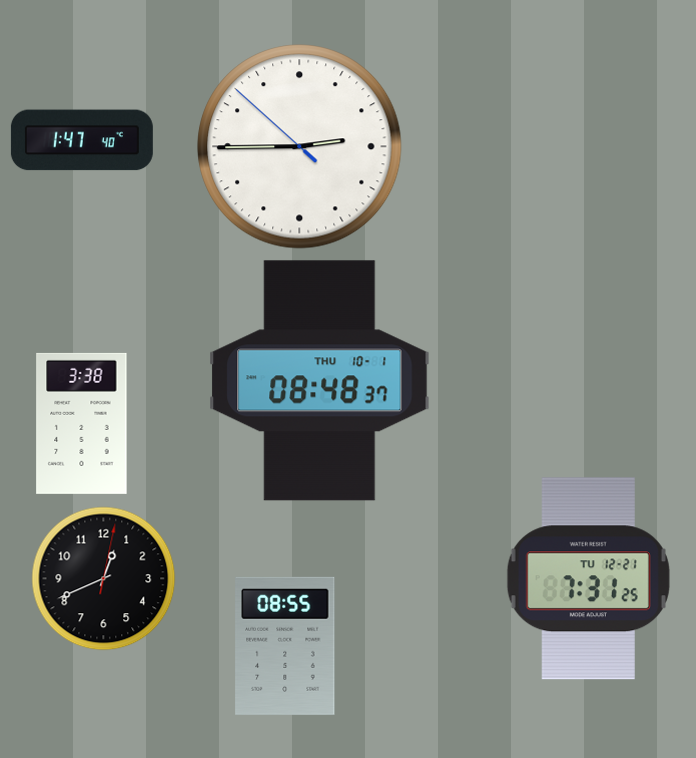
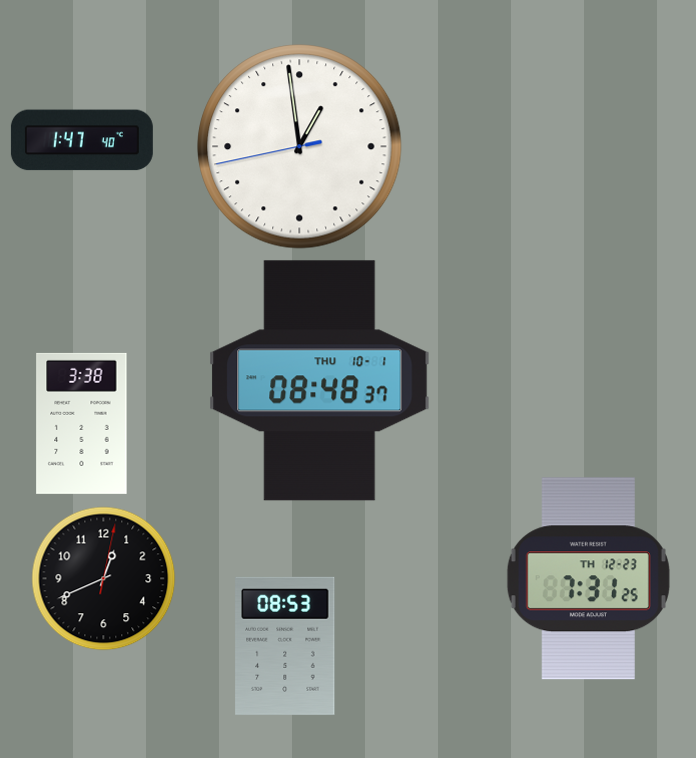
clock at (300, 147): 2:44 -> 12:58
clock at (588, 579) date: TU 12-21 -> TH 12-23
clock at (285, 646): 08:55 -> 08:53
